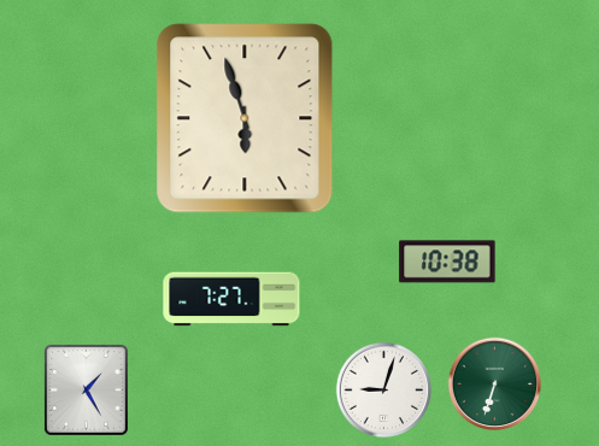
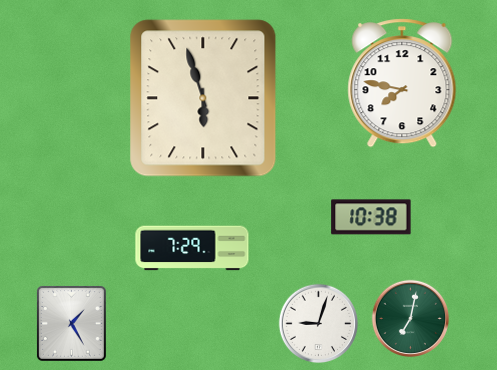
clock at (402, 83): none -> 7:47
clock at (231, 299): 7:27 -> 7:29
clock at (494, 383): 6:33 -> 7:02
